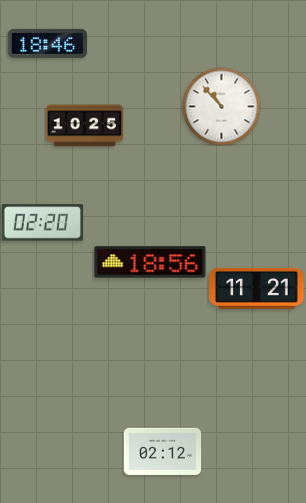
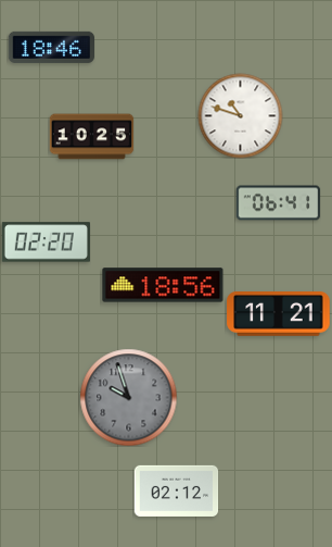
clock at (221, 106): 10:53 -> 10:48
clock at (278, 203): none -> 06:41
clock at (128, 397): none -> 9:57
